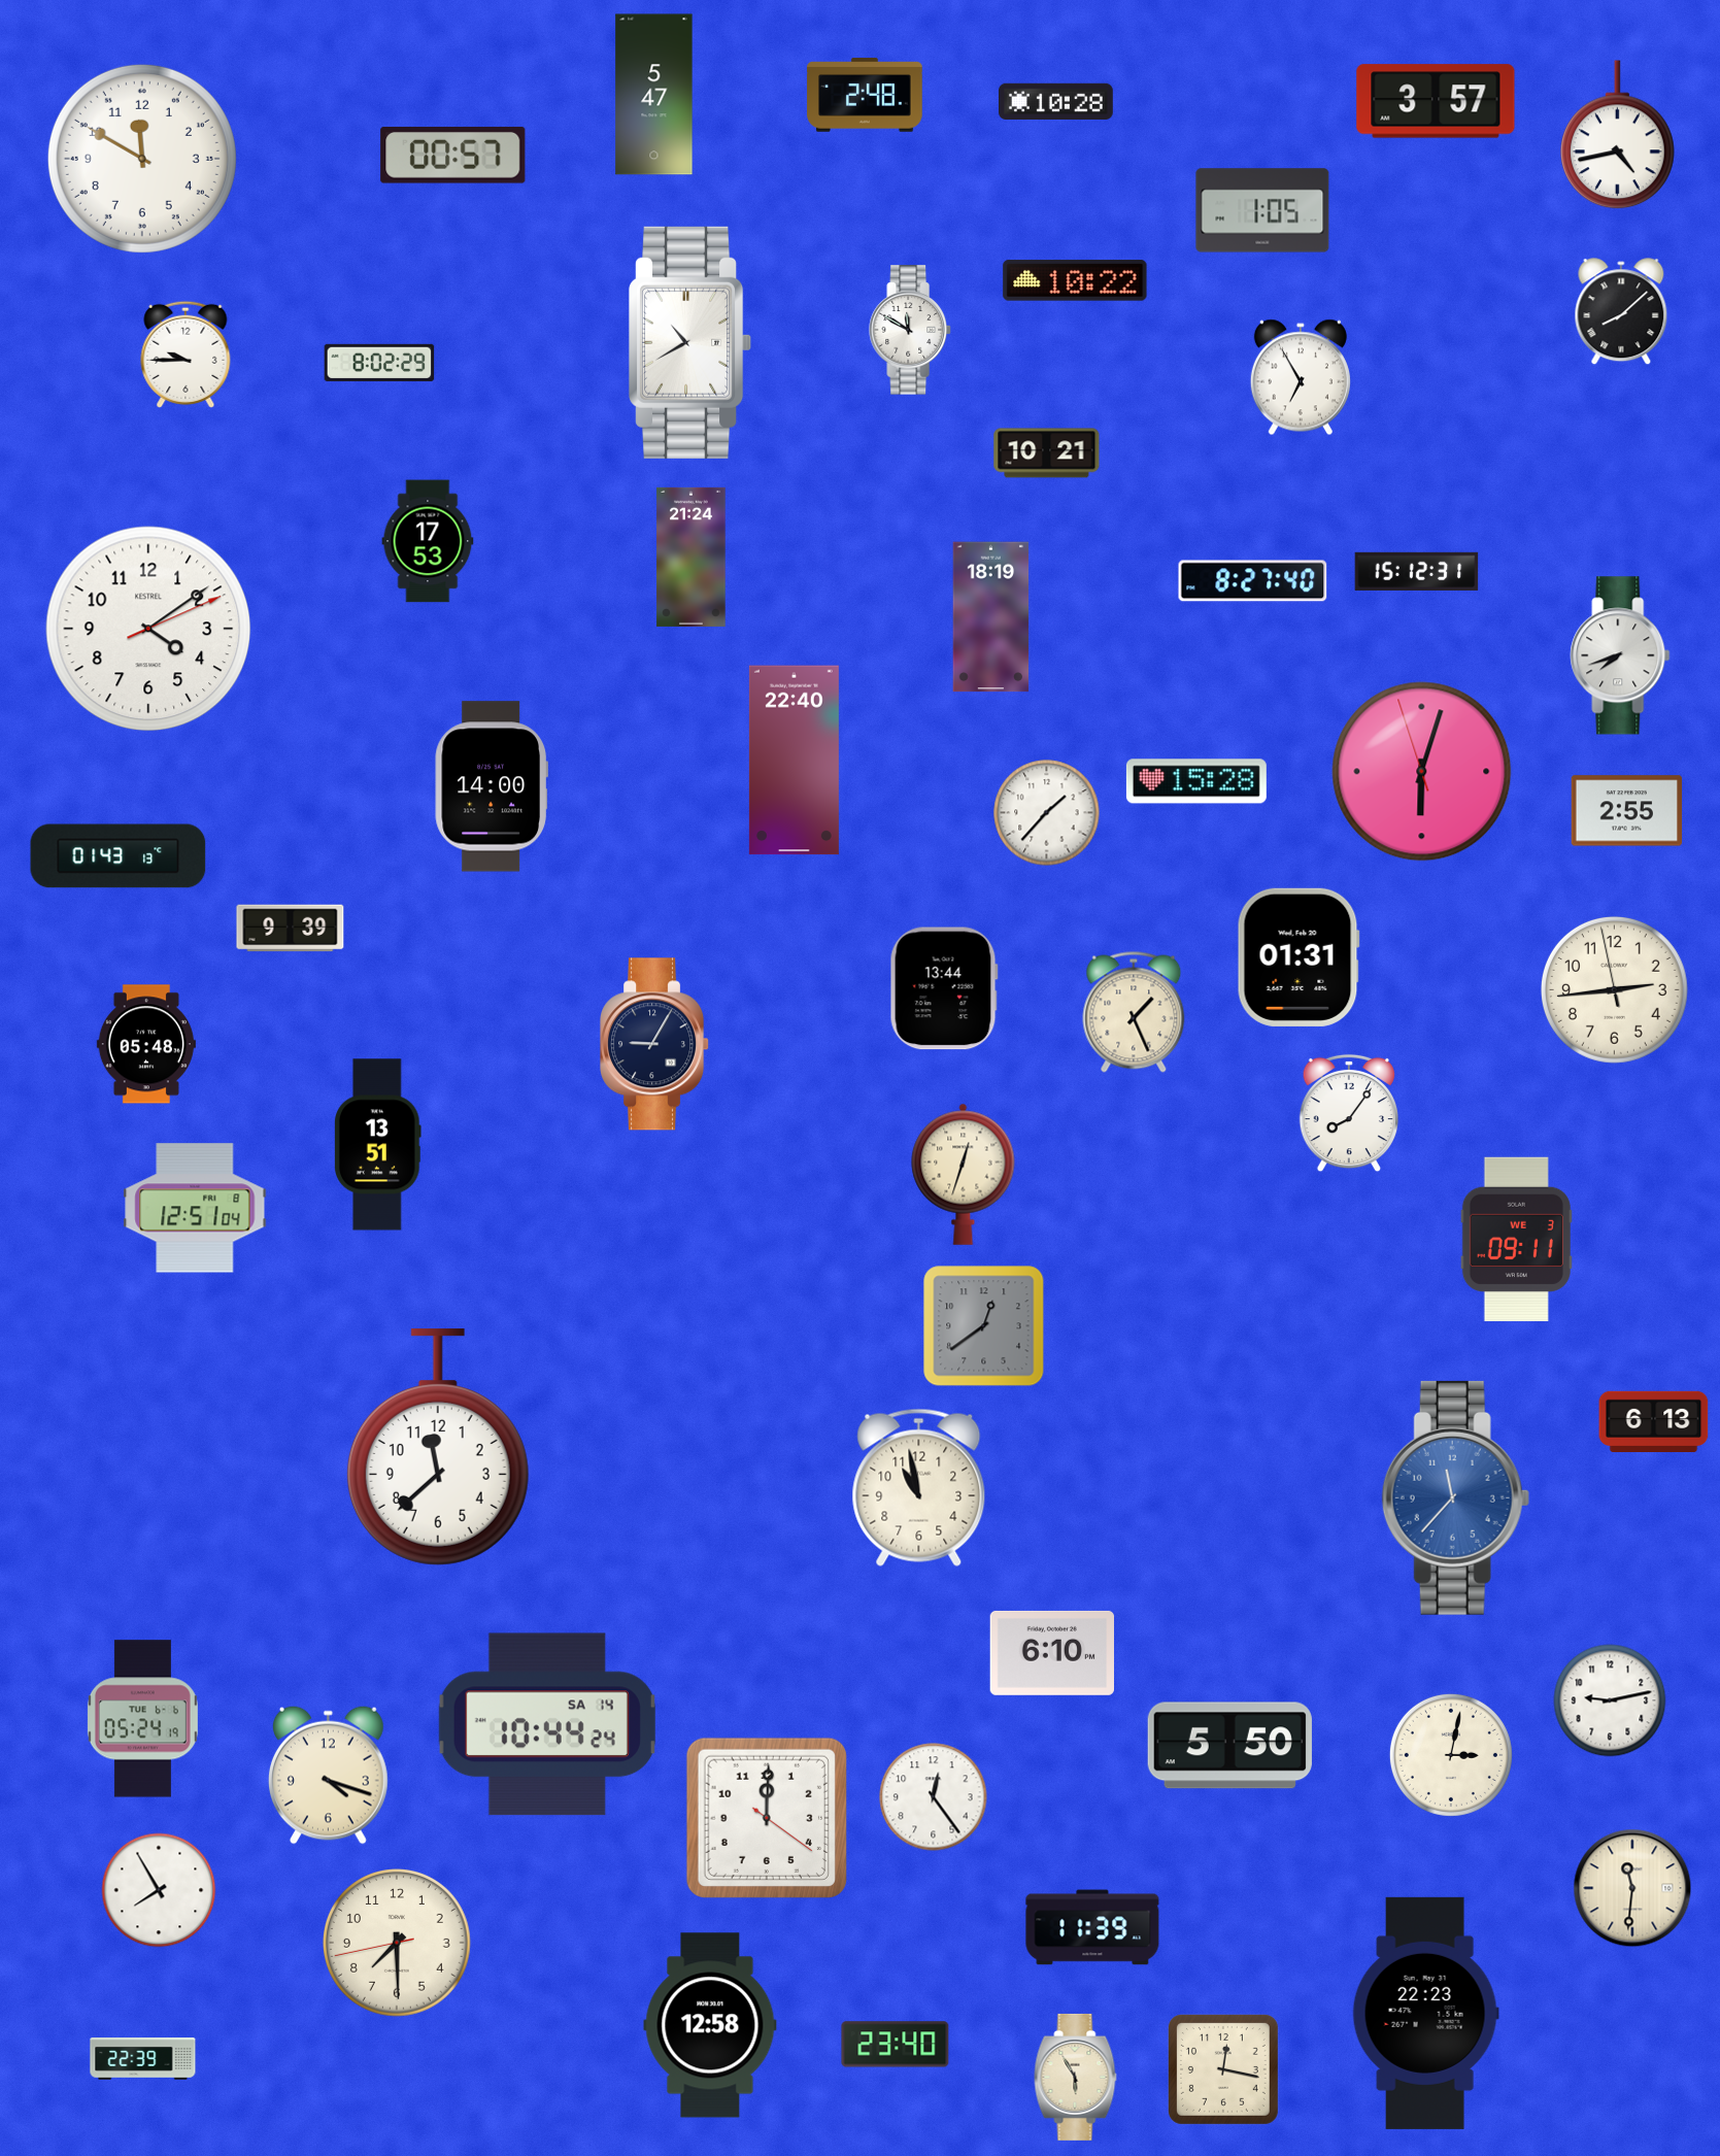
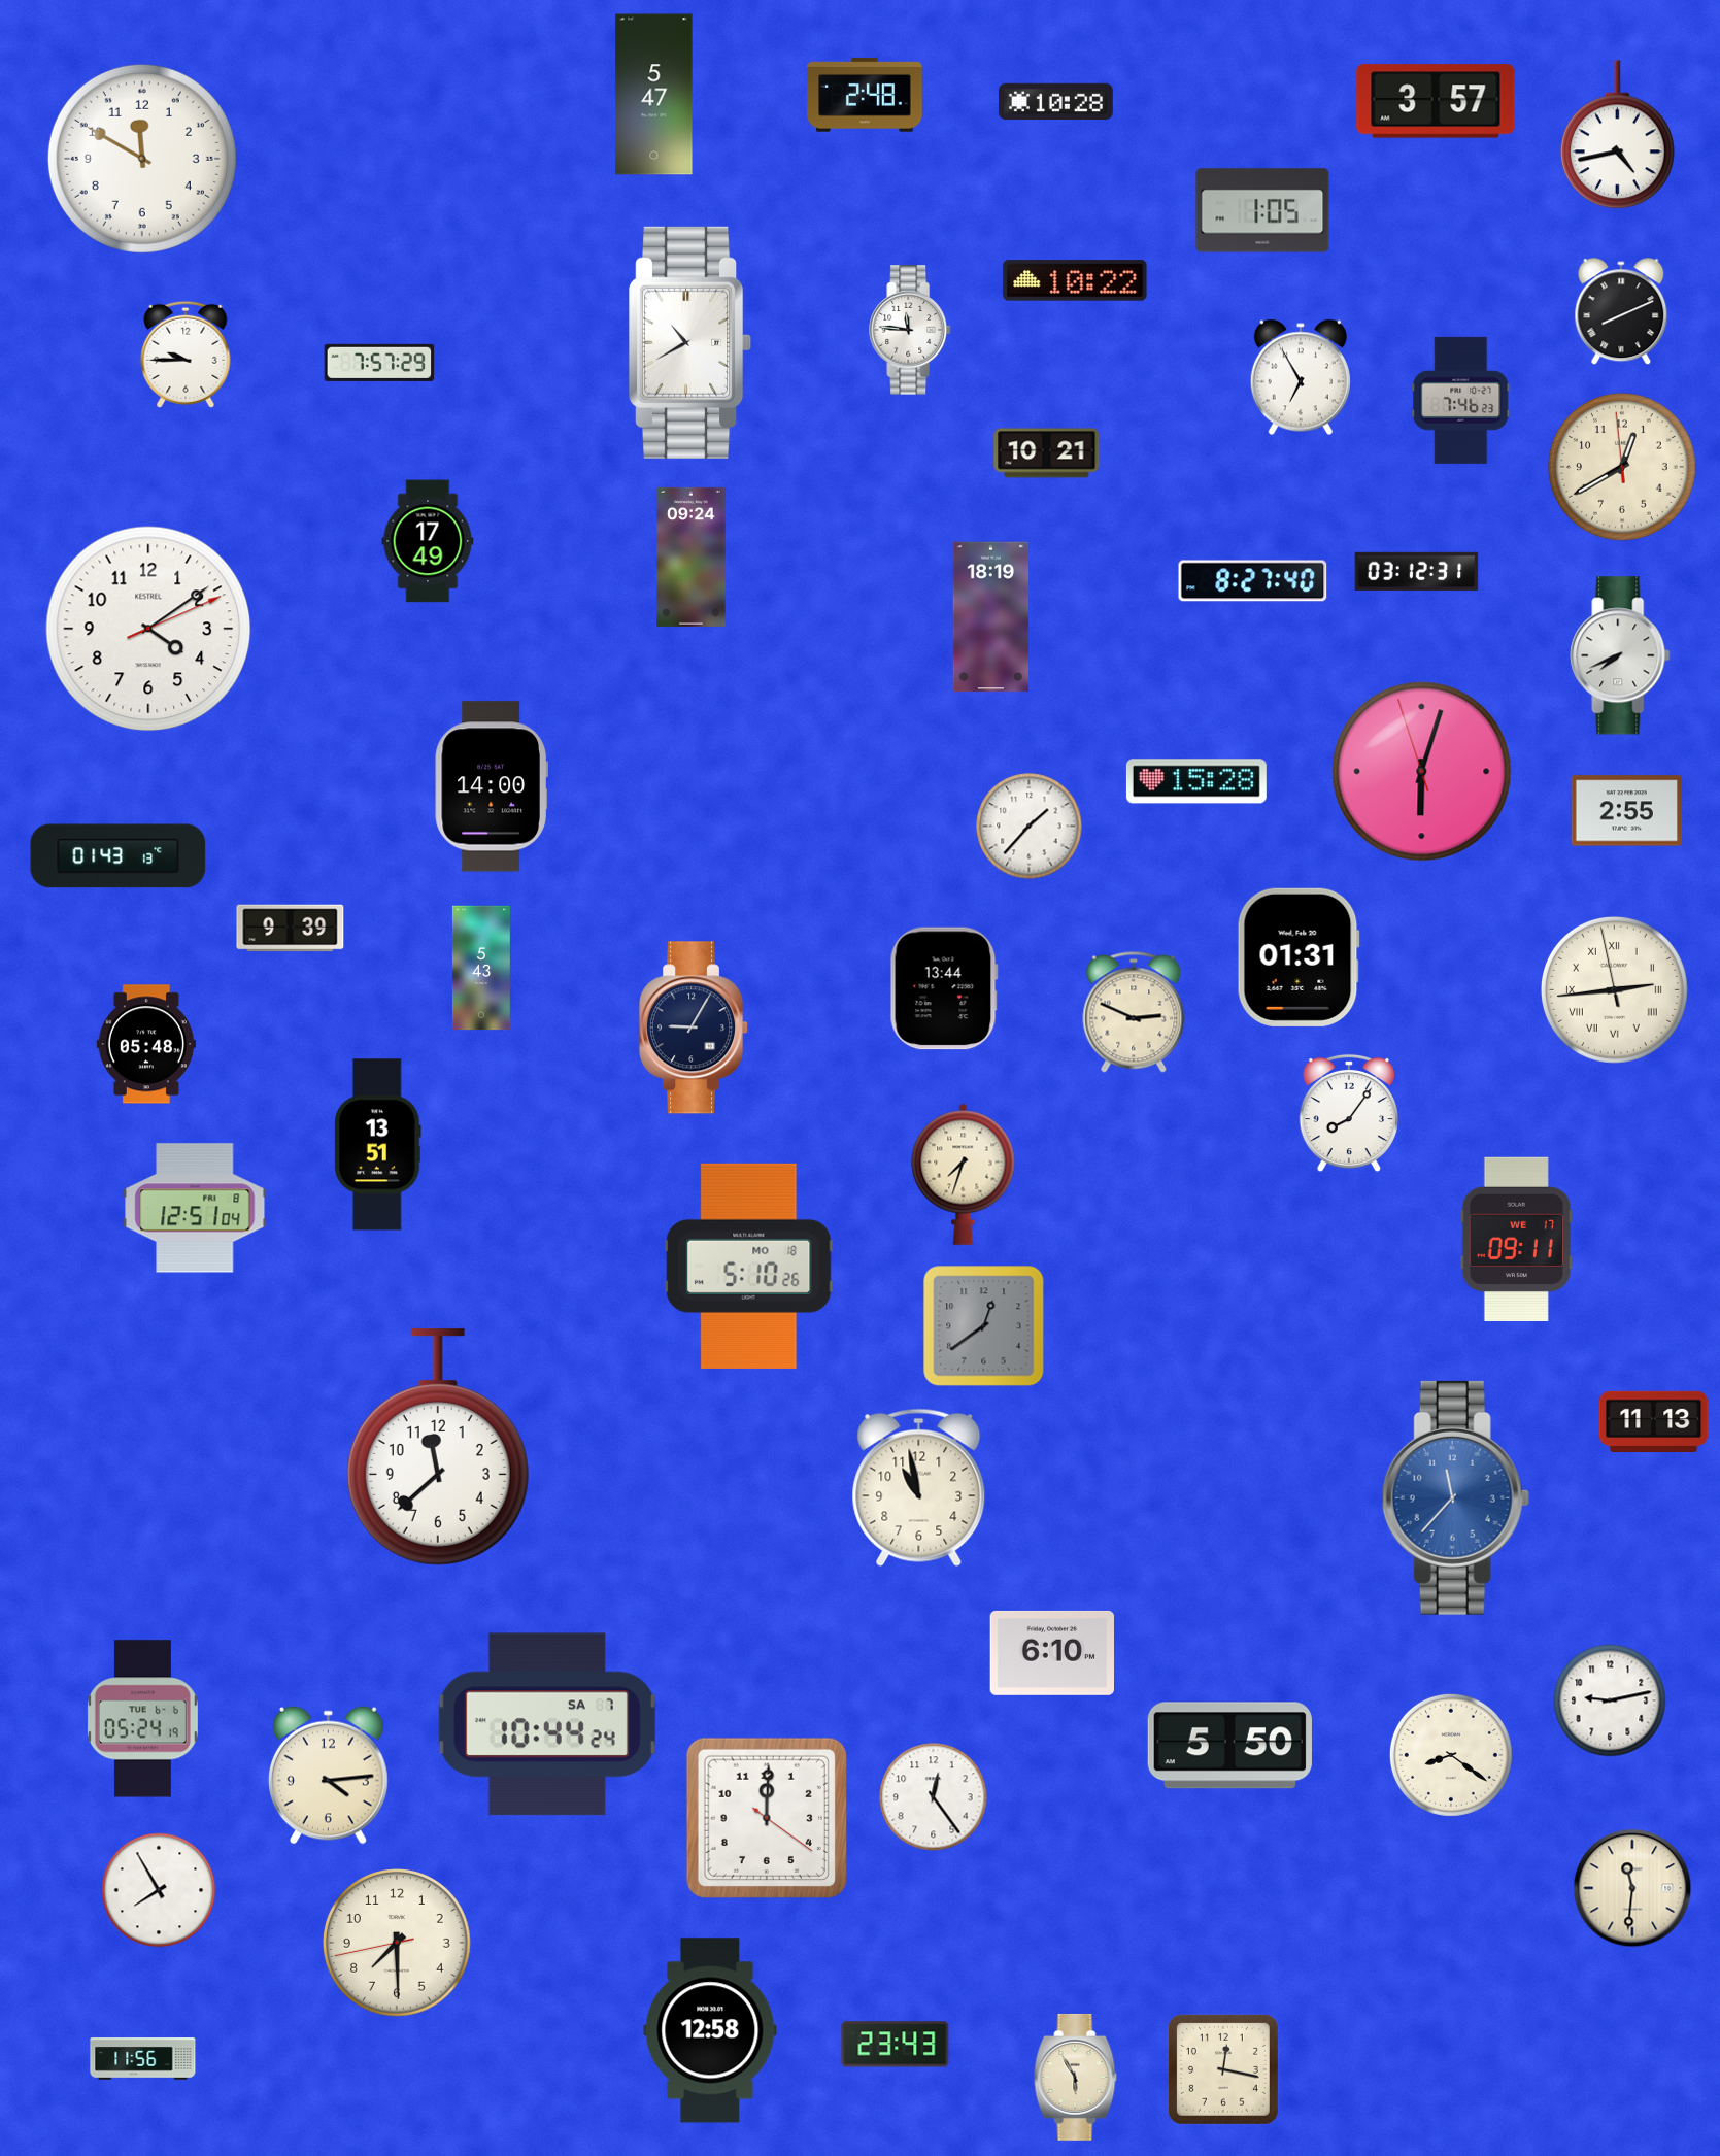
clock at (453, 155): 00:57 -> none
clock at (1621, 312): 8:08 -> 8:11
clock at (910, 330): 11:50 -> 11:46
clock at (379, 363): 8:02 -> 7:57
clock at (1461, 400): none -> 7:46
clock at (1623, 468): none -> 12:39
clock at (428, 541): 17:53 -> 17:49
clock at (692, 557): 21:24 -> 09:24
clock at (1417, 571): 15:12 -> 03:12
clock at (1620, 655): 7:42 -> 7:41
clock at (794, 761): 22:40 -> none
clock at (1047, 813) position: (1047, 813) -> (1030, 827)
clock at (481, 968): none -> 5:43
clock at (1614, 989) numerals: Arabic -> Roman
clock at (1134, 1012): 1:26 -> 2:49
clock at (655, 1044) position: (655, 1044) -> (695, 1028)
clock at (964, 1174): 12:33 -> 7:33
clock at (1516, 1239) date: WE 3 -> WE 17
clock at (749, 1266): none -> 5:10
clock at (1654, 1421): 6:13 -> 11:13
clock at (547, 1724) date: SA 14 -> SA 7
clock at (1451, 1755): 3:02 -> 8:21
clock at (329, 1775): 4:18 -> 4:14
clock at (1092, 1927): 11:39 -> none
clock at (1425, 2013): 22:23 -> none
clock at (710, 2025) position: (710, 2025) -> (710, 2030)
clock at (896, 2045): 23:40 -> 23:43
clock at (143, 2059): 22:39 -> 11:56
